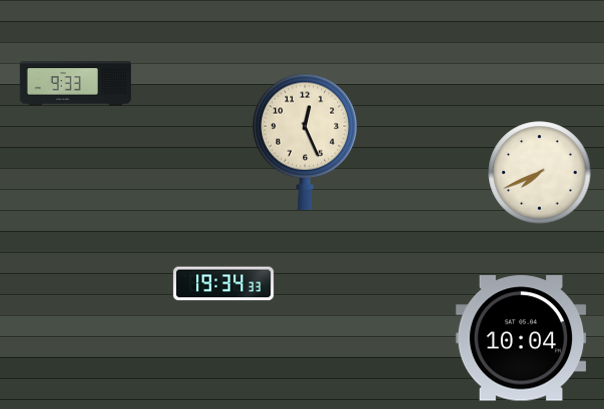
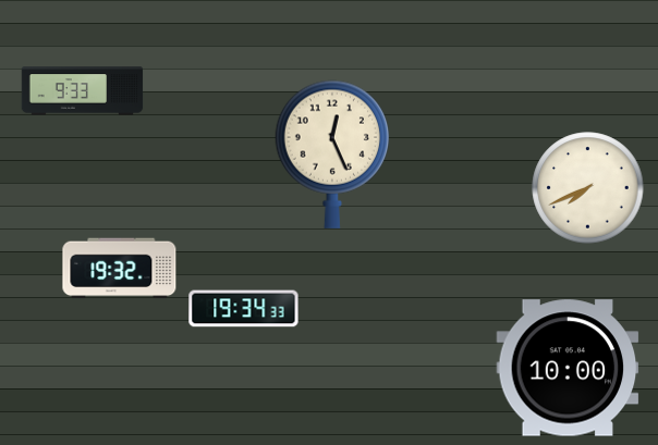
clock at (120, 269): none -> 19:32
clock at (521, 338): 10:04 -> 10:00
